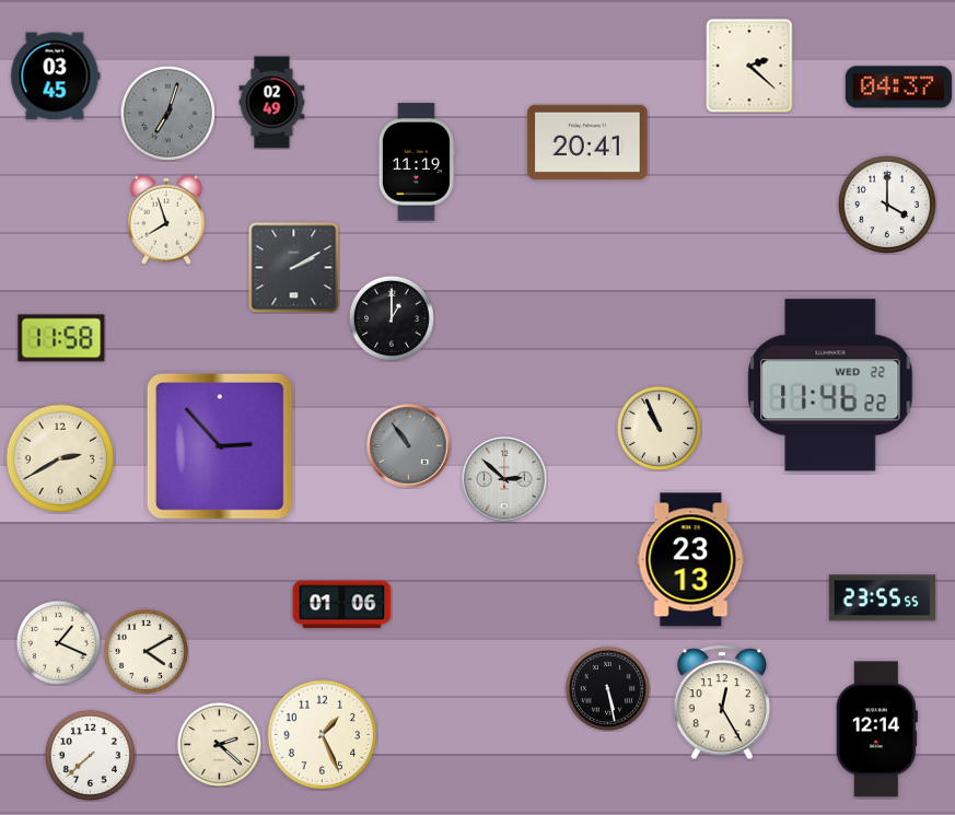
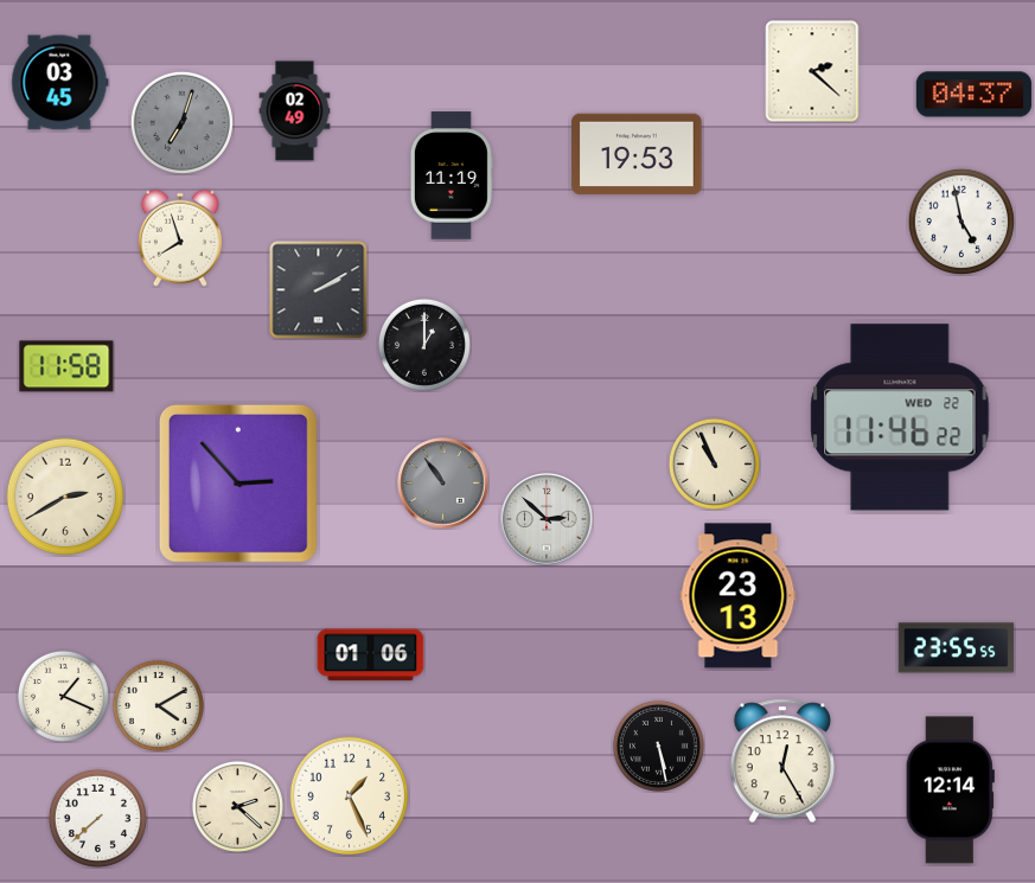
clock at (587, 142): 20:41 -> 19:53
clock at (887, 205): 4:00 -> 4:58
clock at (691, 560) position: (691, 560) -> (739, 596)
